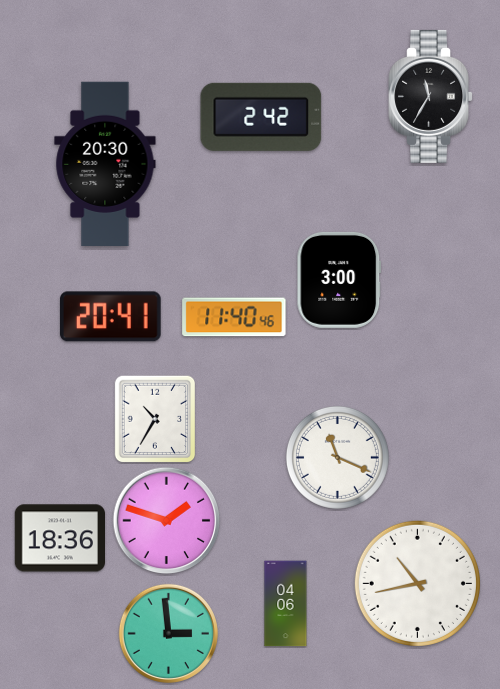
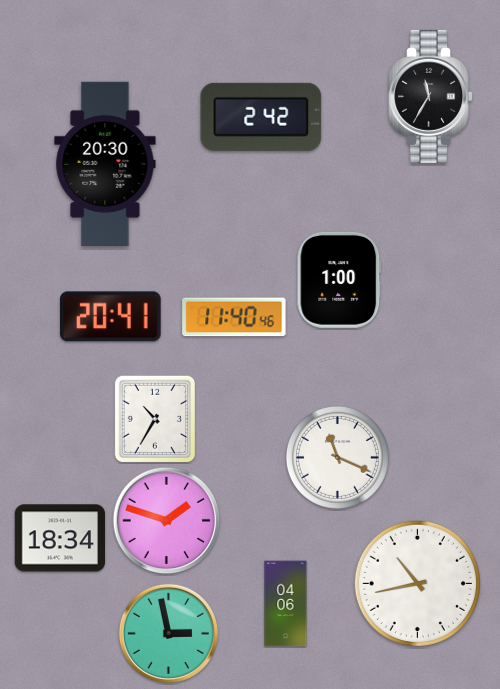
clock at (339, 280): 3:00 -> 1:00
clock at (59, 538): 18:36 -> 18:34
clock at (168, 633): 2:59 -> 2:58
